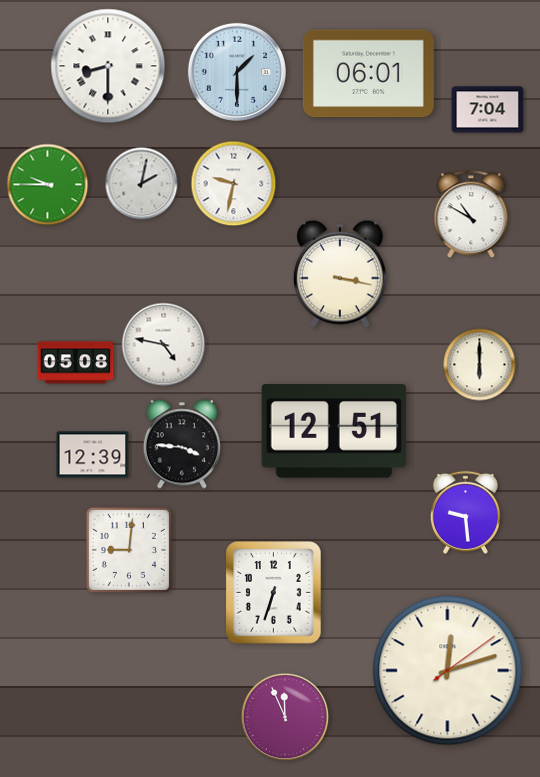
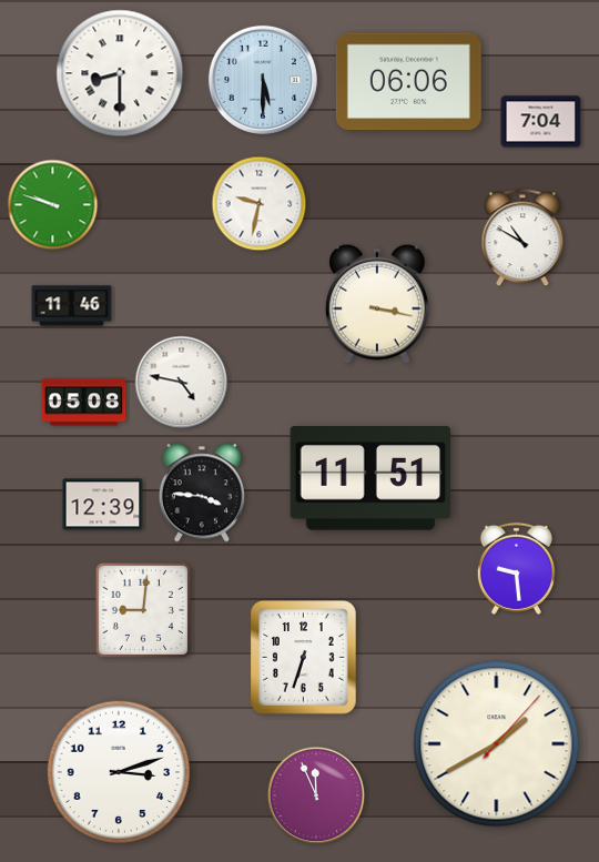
clock at (237, 72): 1:30 -> 5:30
clock at (368, 74): 06:01 -> 06:06
clock at (142, 184): 2:02 -> none
clock at (48, 185): 9:45 -> 9:48
clock at (72, 306): none -> 11:46
clock at (480, 365): 6:00 -> none
clock at (334, 431): 12:51 -> 11:51
clock at (448, 671): 12:12 -> 1:40
clock at (119, 772): none -> 3:12
